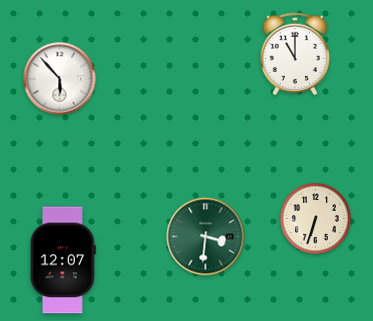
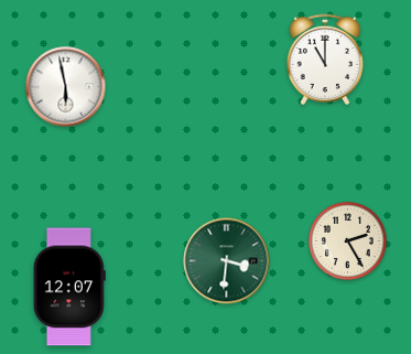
clock at (60, 79): 5:53 -> 5:58
clock at (316, 219): 6:33 -> 2:25
